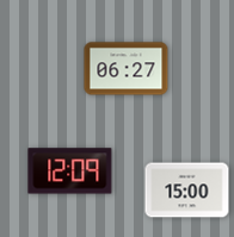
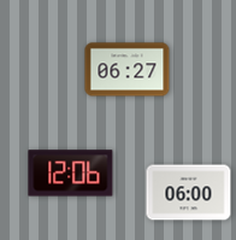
clock at (70, 171): 12:09 -> 12:06
clock at (187, 191): 15:00 -> 06:00
